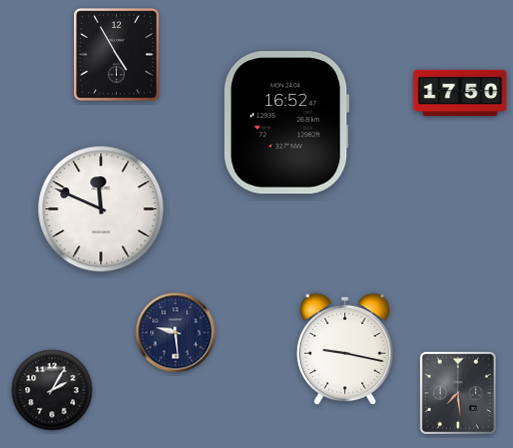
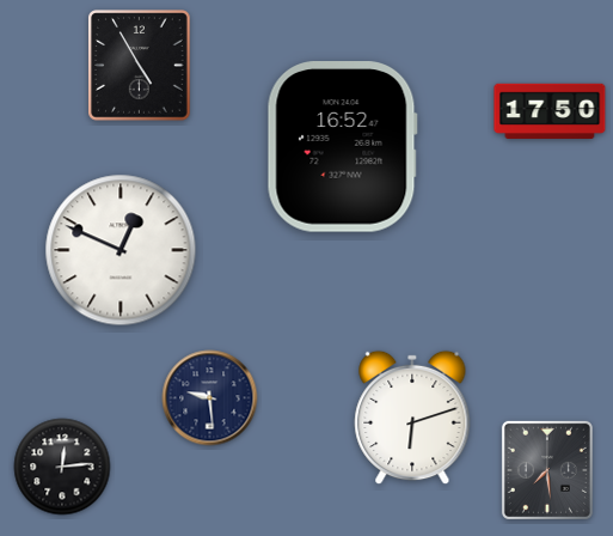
clock at (101, 209): 11:49 -> 12:49
clock at (345, 349): 9:17 -> 6:12
clock at (52, 390): 2:05 -> 12:14
